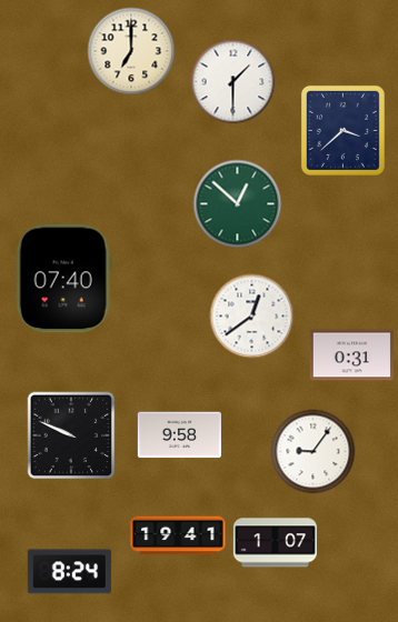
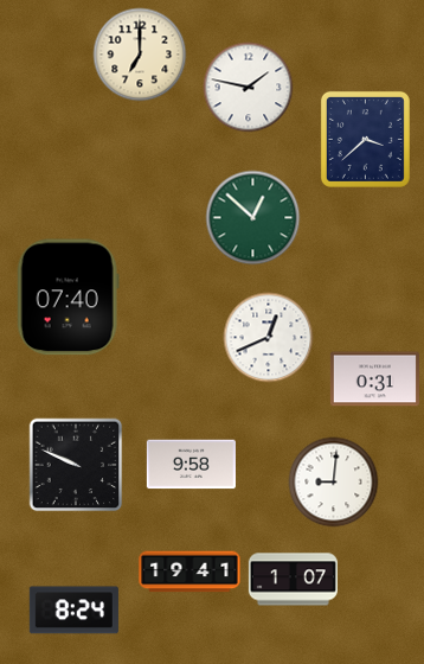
clock at (233, 82): 1:30 -> 1:47
clock at (252, 317): 12:39 -> 12:41
clock at (314, 452): 9:06 -> 9:01
